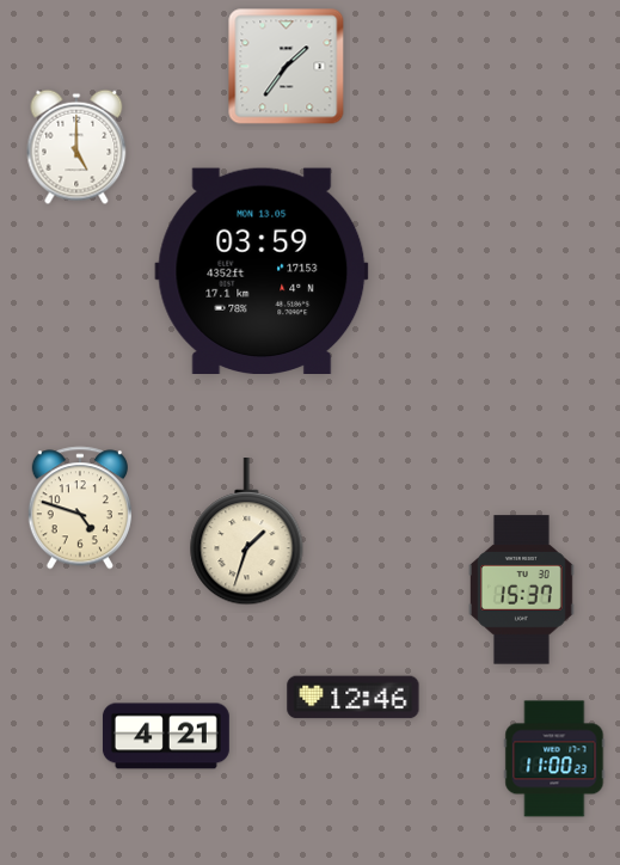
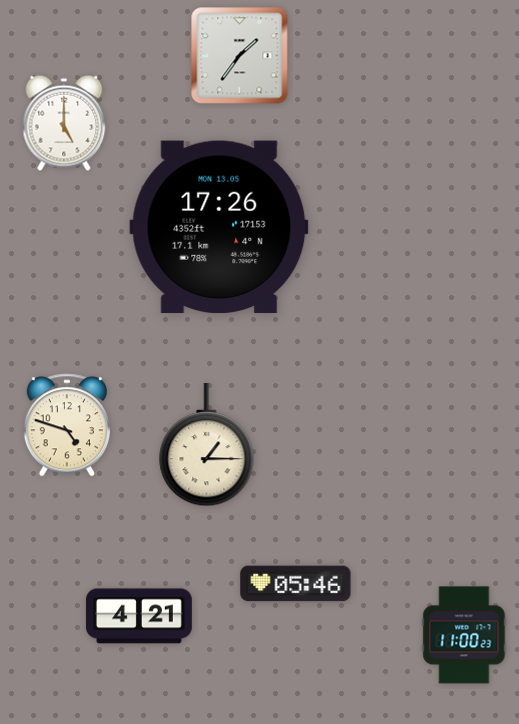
clock at (262, 270): 03:59 -> 17:26
clock at (247, 533): 1:33 -> 1:15
clock at (521, 590): 15:37 -> none
clock at (354, 698): 12:46 -> 05:46
